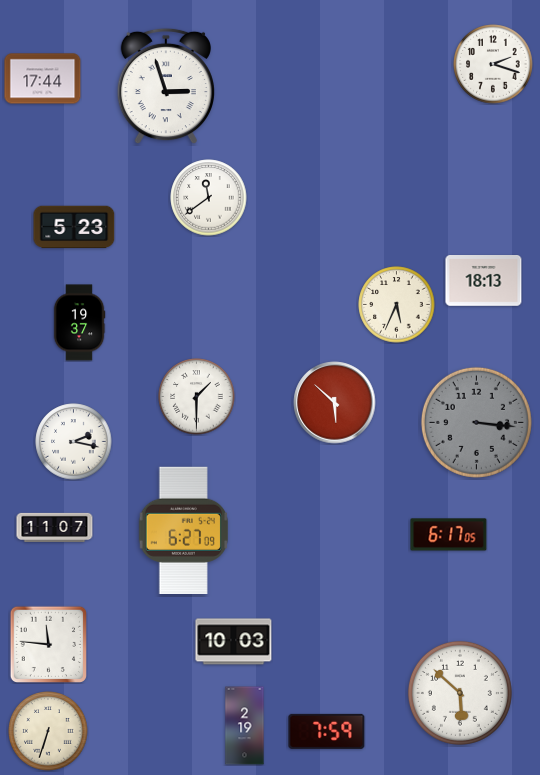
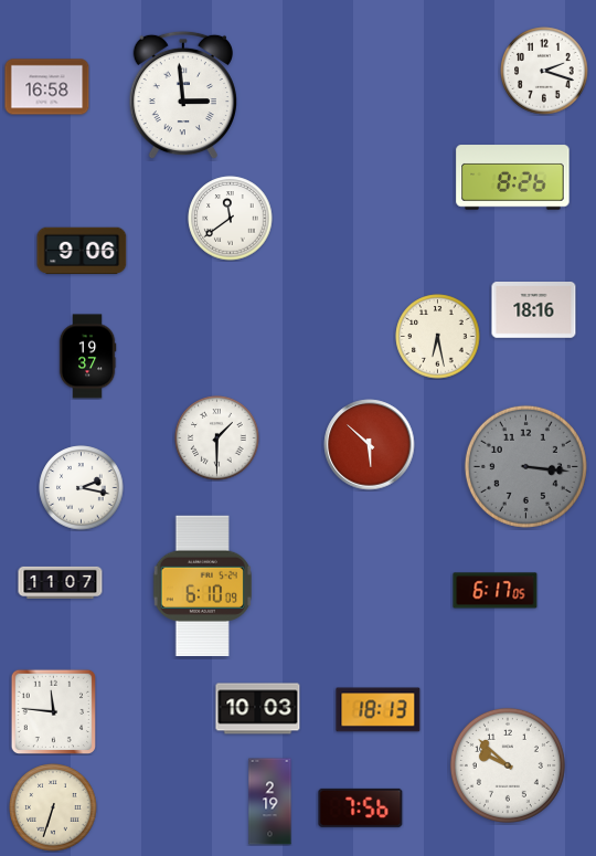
clock at (43, 79): 17:44 -> 16:58
clock at (166, 86): 2:57 -> 2:59
clock at (513, 178): none -> 8:26
clock at (74, 227): 5:23 -> 9:06
clock at (484, 281): 18:13 -> 18:16
clock at (397, 305): 5:34 -> 6:28
clock at (183, 530): 6:27 -> 6:10
clock at (379, 710): none -> 18:13
clock at (460, 693): 5:52 -> 9:52
clock at (327, 731): 7:59 -> 7:56
